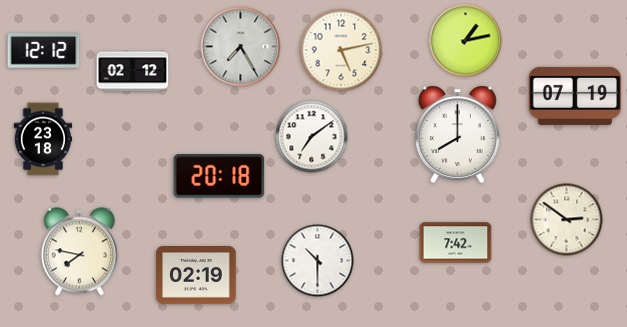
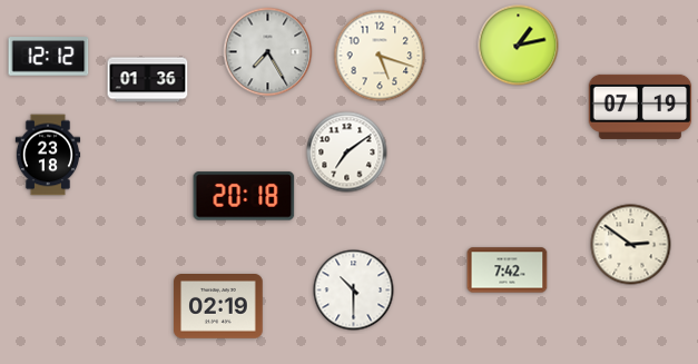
clock at (341, 50): 5:13 -> 5:18
clock at (133, 72): 02:12 -> 01:36
clock at (457, 134): 8:00 -> none
clock at (79, 252): 7:47 -> none
